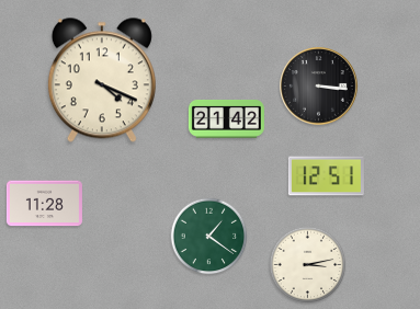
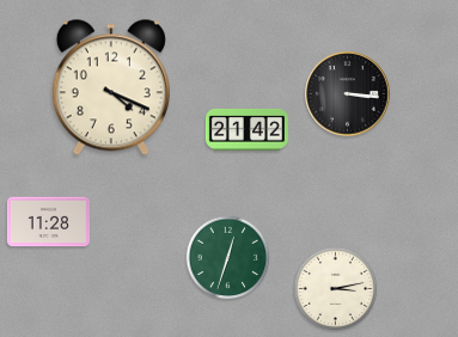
clock at (326, 176): 12:51 -> none
clock at (209, 237): 1:21 -> 12:33
